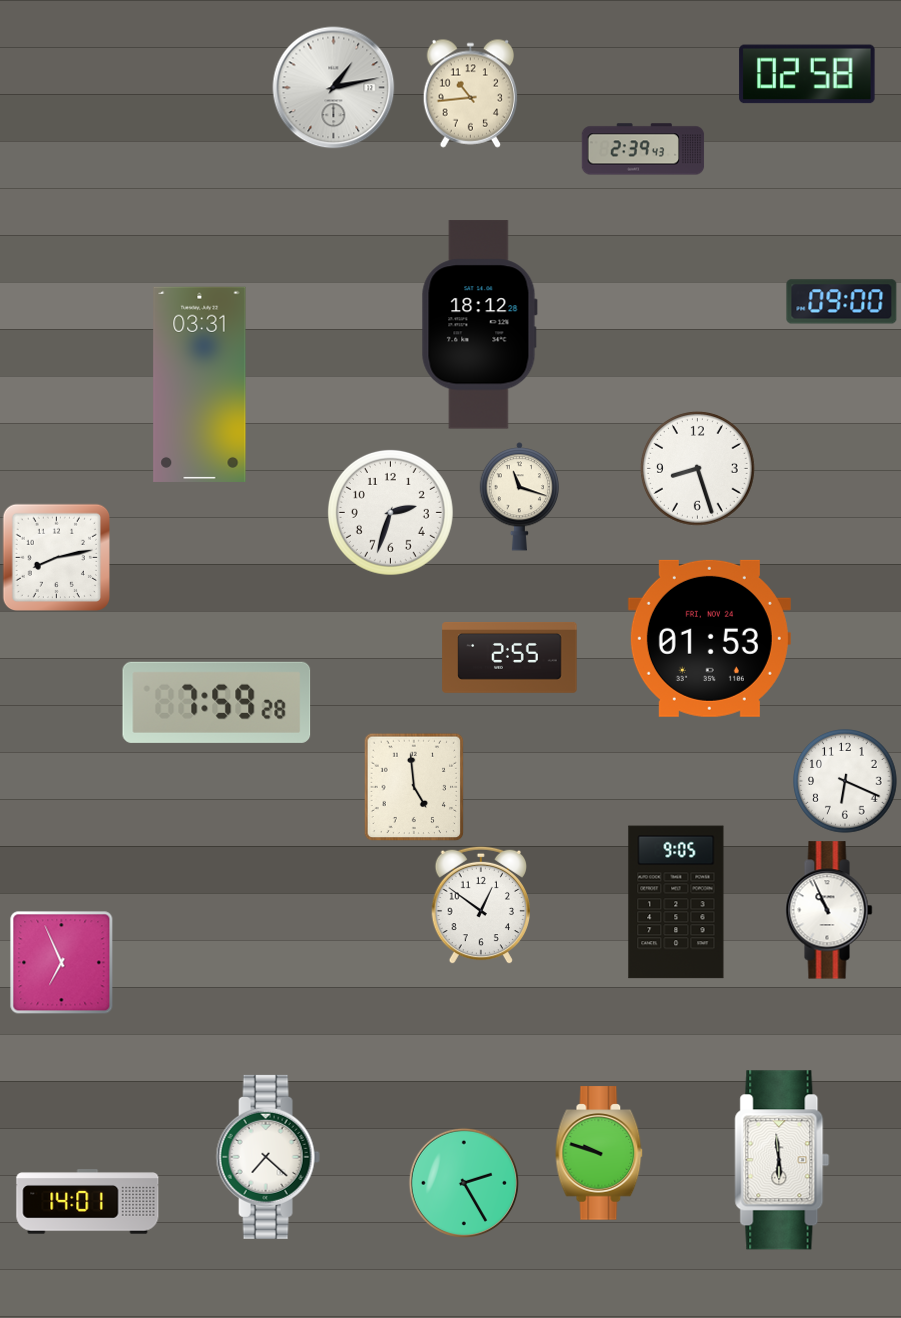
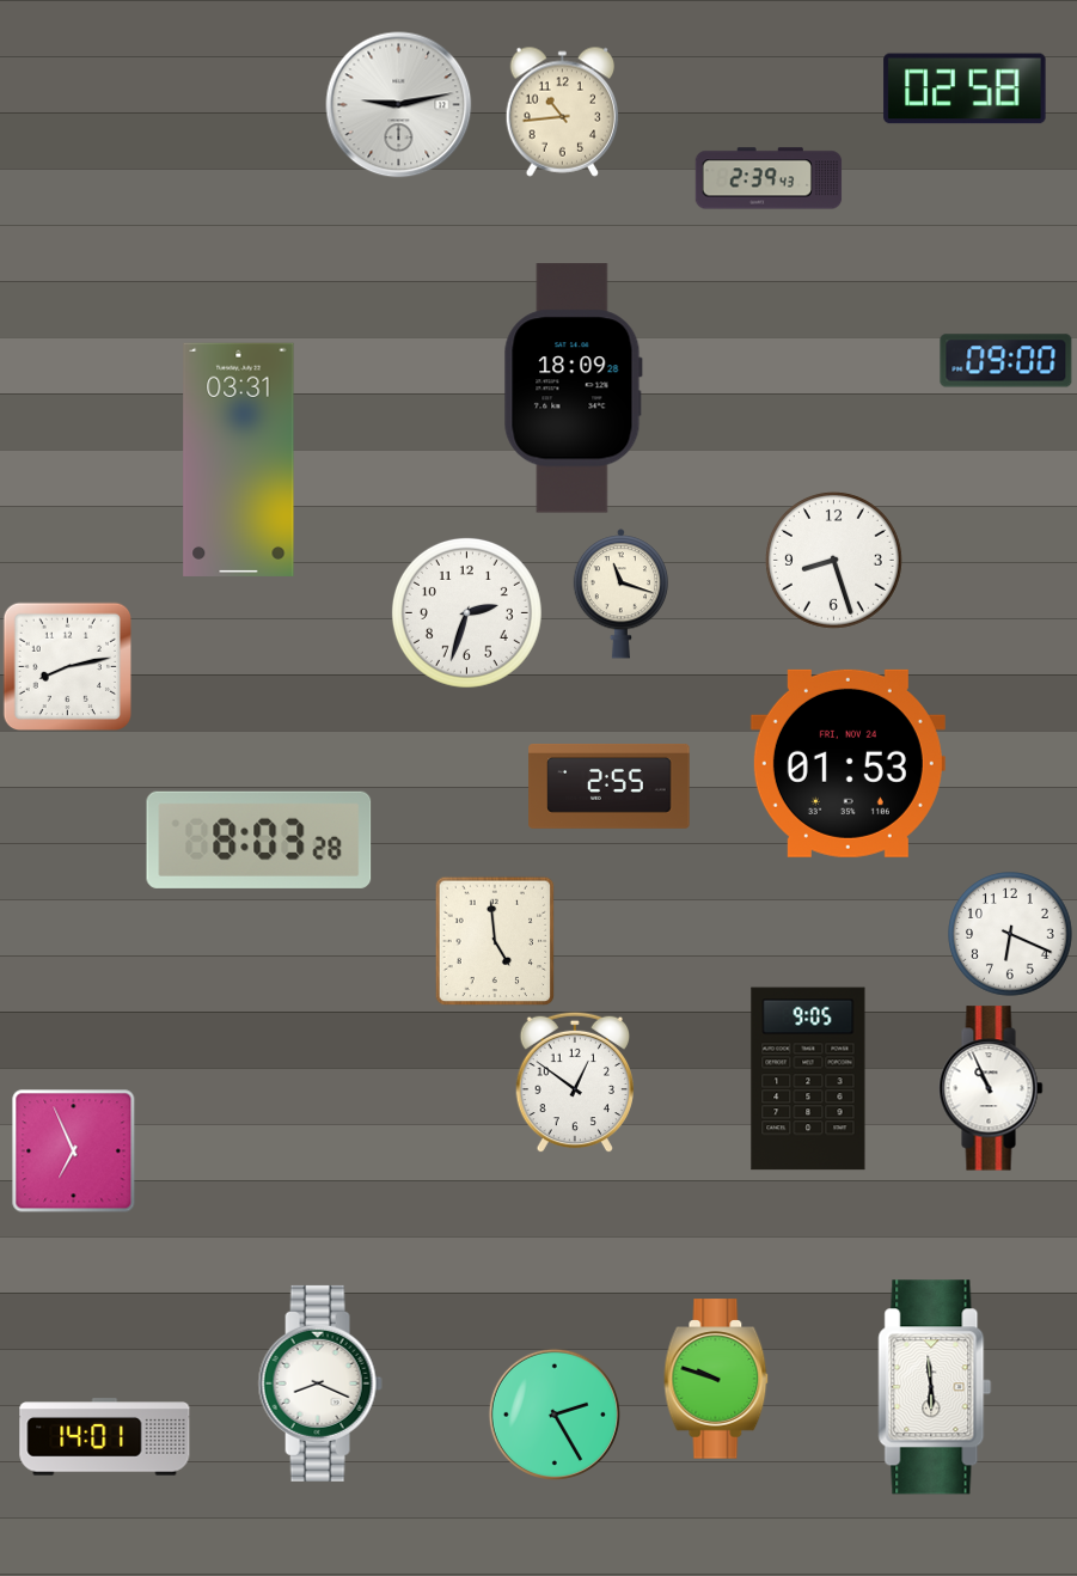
clock at (334, 88): 1:13 -> 9:13
clock at (479, 325): 18:12 -> 18:09
clock at (217, 702): 7:59 -> 8:03
clock at (268, 1157): 7:22 -> 8:19
